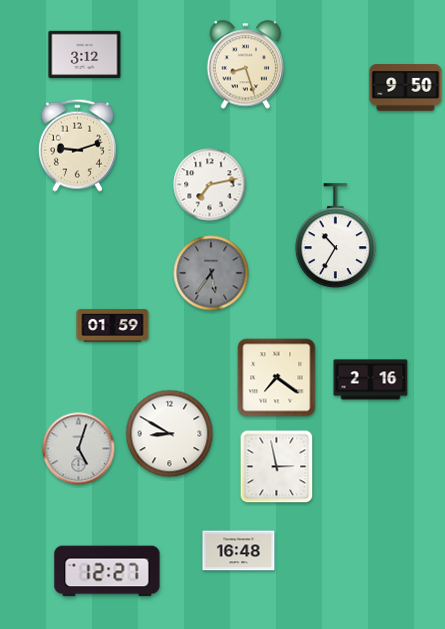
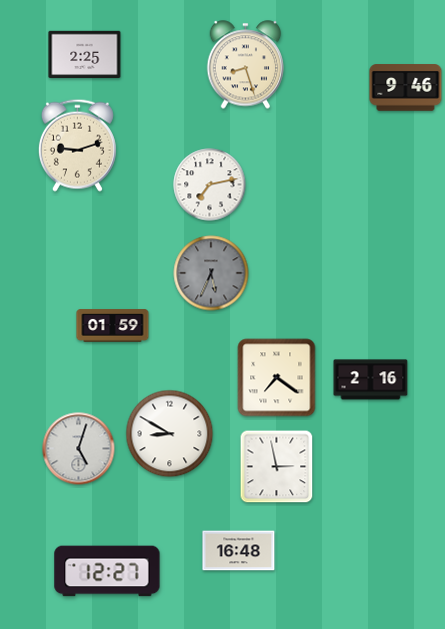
clock at (85, 55): 3:12 -> 2:25
clock at (406, 88): 9:50 -> 9:46
clock at (335, 236): 10:35 -> none
clock at (211, 273): 5:36 -> 5:34
